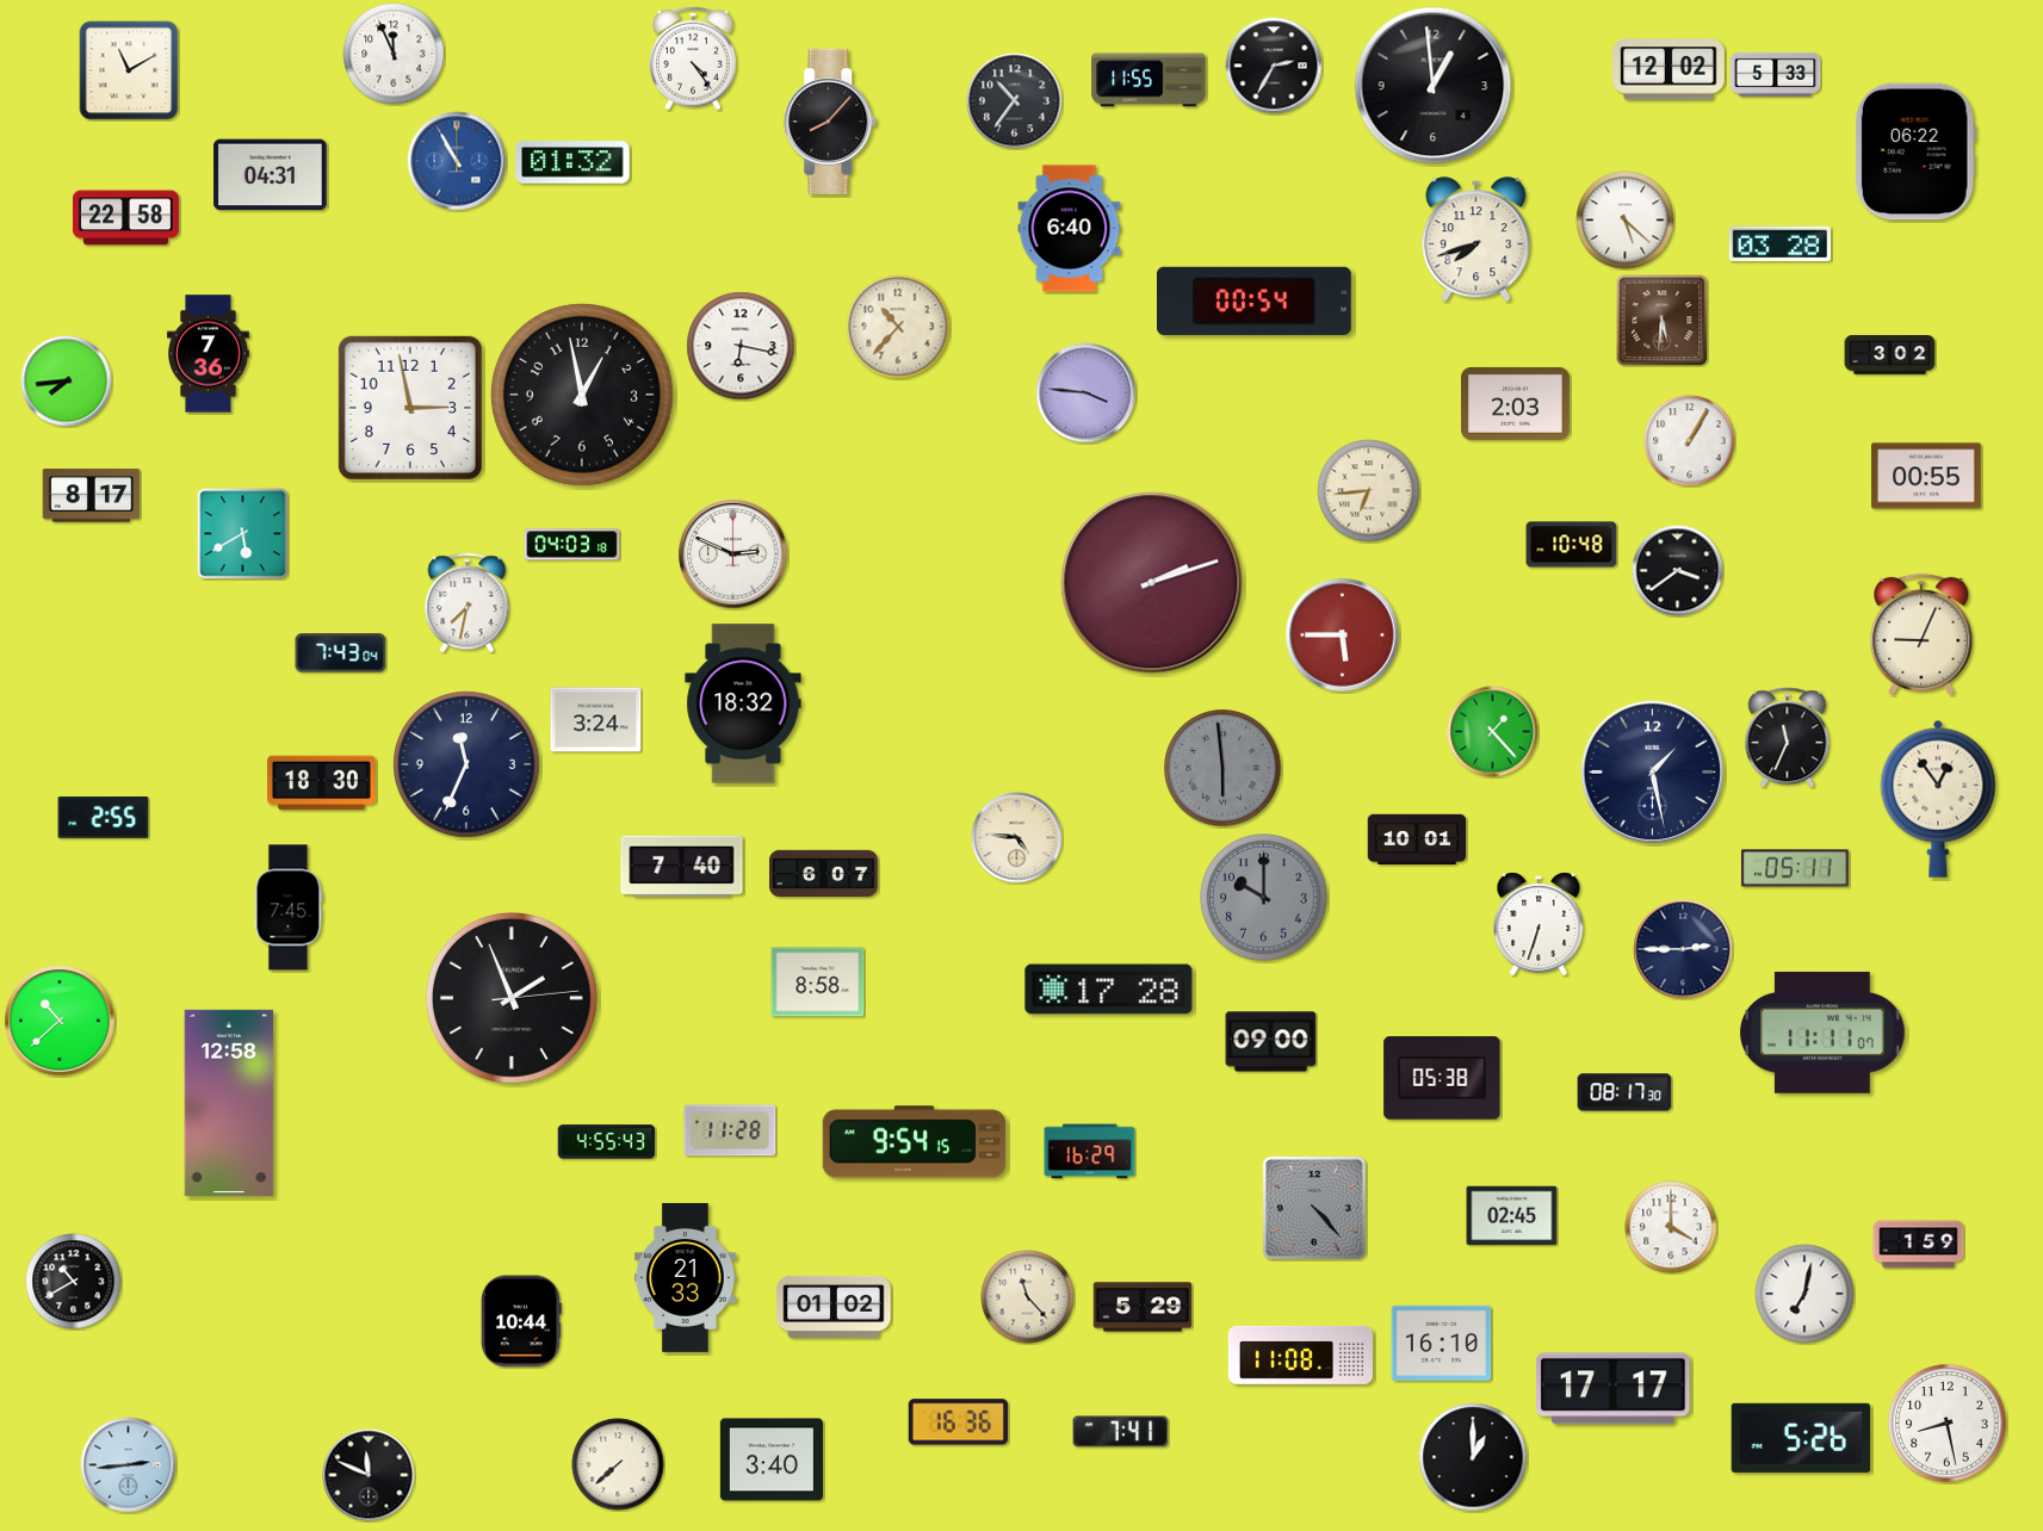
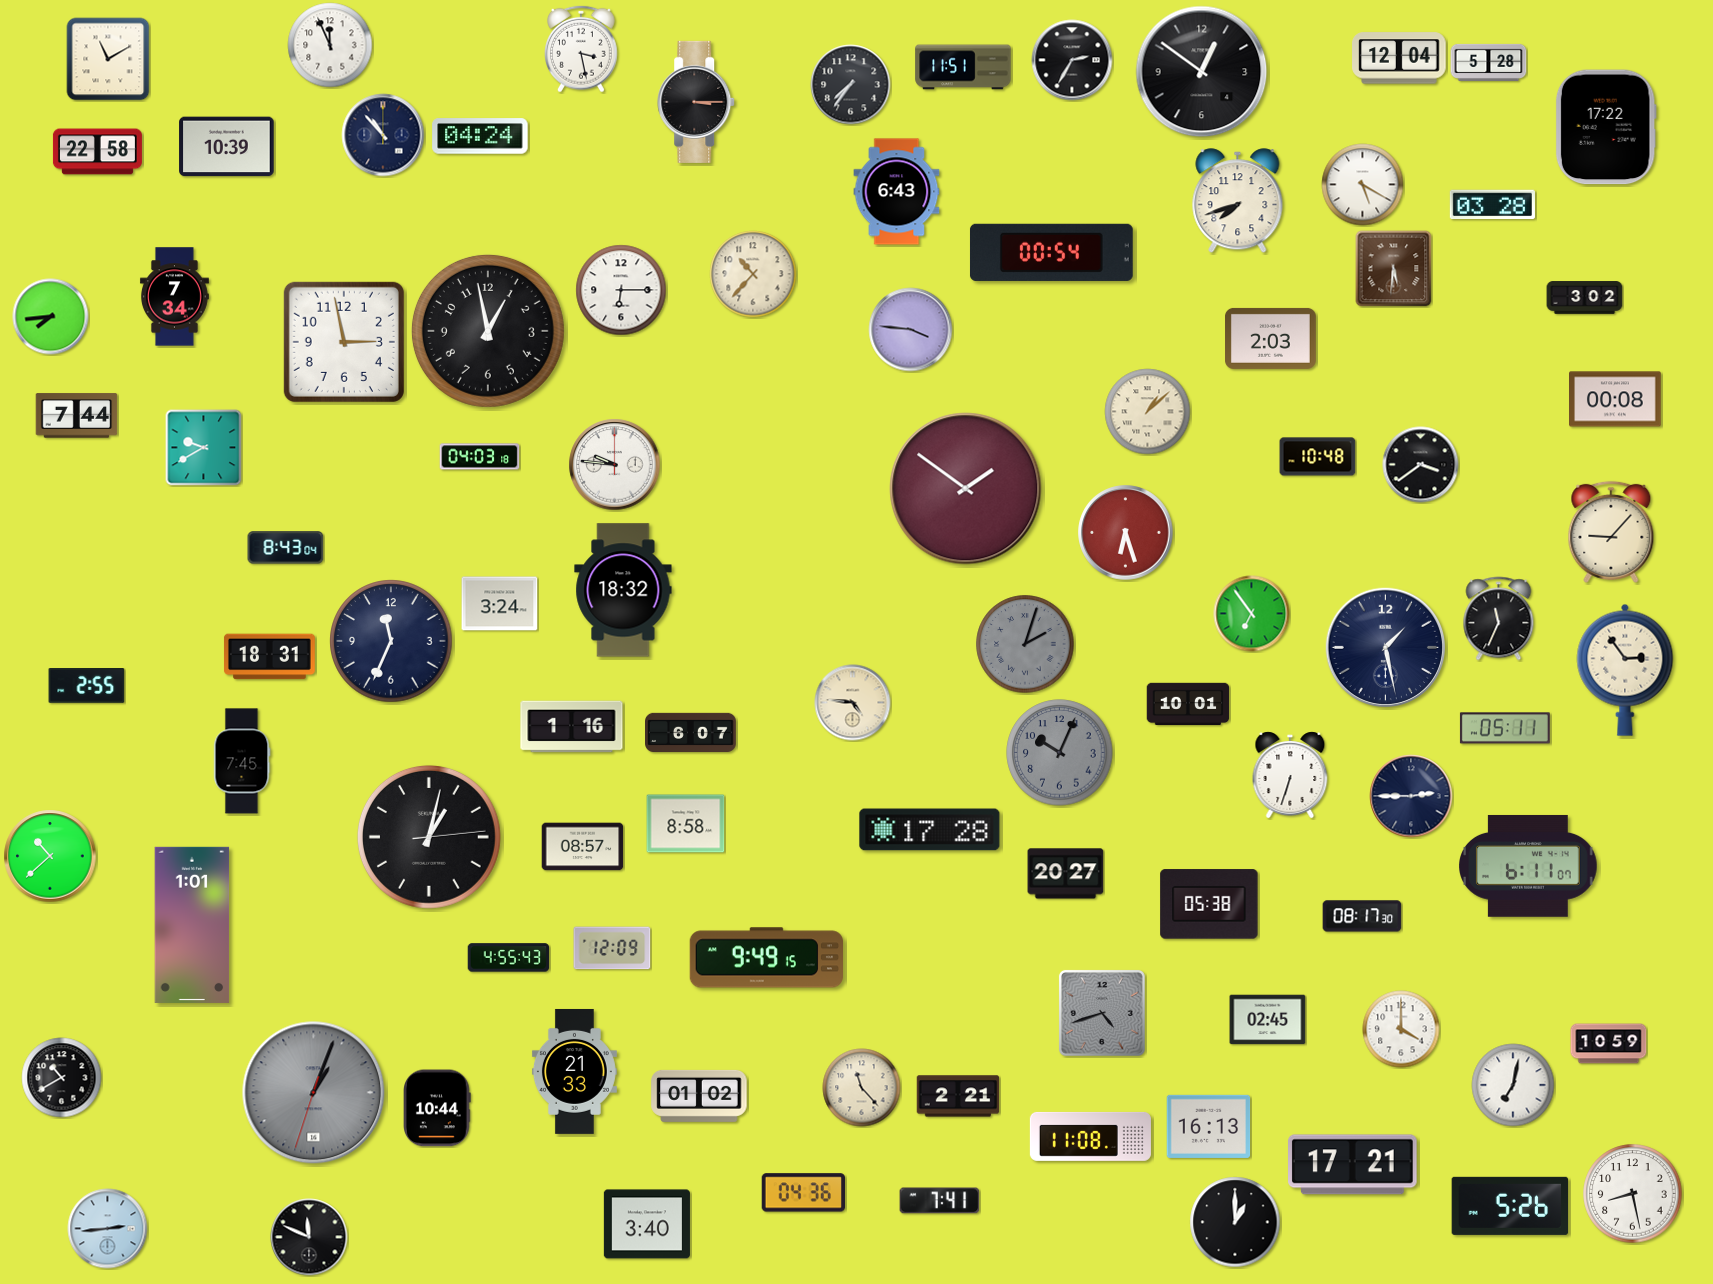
clock at (694, 58): 4:24 -> 3:28
clock at (1274, 66) position: (1274, 66) -> (1072, 60)
clock at (1669, 69): 12:02 -> 12:04
clock at (1776, 74): 5:33 -> 5:28
clock at (1149, 80): 11:55 -> 11:51
clock at (1434, 86): 12:59 -> 12:51
clock at (1015, 101): 10:36 -> 7:36
clock at (831, 122): 8:07 -> 3:15
clock at (1915, 151): 06:22 -> 17:22
clock at (457, 161): 10:55 -> 10:53
clock at (457, 161) dial: blue -> navy
clock at (572, 162): 01:32 -> 04:24
clock at (271, 175): 04:31 -> 10:39
clock at (125, 218) position: (125, 218) -> (97, 152)
clock at (1626, 221): 5:22 -> 5:20
clock at (1070, 229): 6:40 -> 6:43
clock at (741, 346): 6:17 -> 6:15
clock at (208, 354): 7:36 -> 7:34
clock at (67, 382) position: (67, 382) -> (51, 317)
clock at (1690, 441): 1:05 -> none
clock at (1927, 476): 00:55 -> 00:08
clock at (1369, 491): 6:44 -> 1:08
clock at (92, 496): 8:17 -> 7:44
clock at (243, 534): 5:40 -> 9:40
clock at (733, 554): 2:49 -> 9:46
clock at (1678, 571) position: (1678, 571) -> (1421, 465)
clock at (1152, 583): 2:12 -> 1:51
clock at (468, 603): 7:32 -> none
clock at (1921, 634): 9:04 -> 9:07
clock at (1343, 636): 5:45 -> 6:27
clock at (341, 653): 7:43 -> 8:43
clock at (1493, 732): 1:23 -> 6:54
clock at (1222, 768): 5:59 -> 2:03
clock at (321, 783): 18:30 -> 18:31
clock at (1938, 799): 12:54 -> 2:54
clock at (682, 867): 7:40 -> 1:16
clock at (1264, 898): 10:00 -> 10:04
clock at (512, 998): 1:56 -> 1:02
clock at (583, 847): none -> 08:57
clock at (1822, 1033): 11:11 -> 6:11
clock at (1271, 1042): 09:00 -> 20:27
clock at (229, 1103): 12:58 -> 1:01
clock at (730, 1130): 11:28 -> 12:09
clock at (914, 1142): 9:54 -> 9:49
clock at (1090, 1152): 16:29 -> none
clock at (1314, 1208): 4:23 -> 4:42
clock at (1919, 1245): 1:59 -> 10:59
clock at (74, 1282) position: (74, 1282) -> (62, 1078)
clock at (314, 1093): none -> 1:03
clock at (1143, 1307): 5:29 -> 2:21
clock at (1442, 1343): 16:10 -> 16:13
clock at (1614, 1389): 17:17 -> 17:21
clock at (958, 1422): 16:36 -> 04:36
clock at (618, 1464): 7:38 -> none
